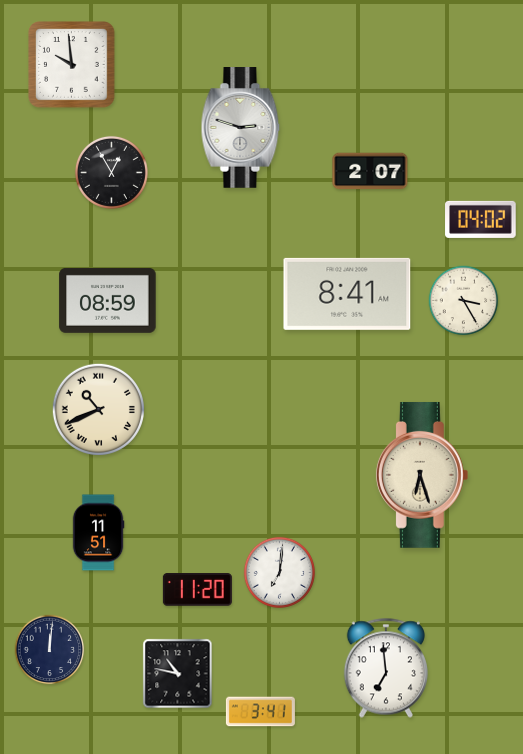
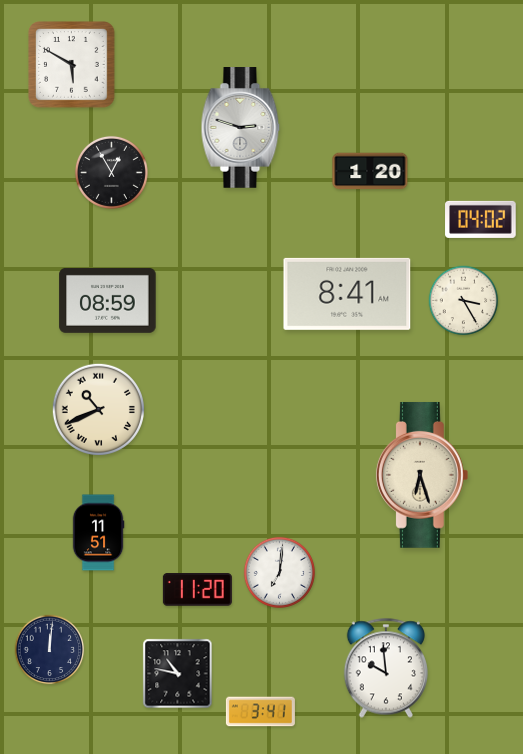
clock at (72, 65): 9:59 -> 5:50
clock at (370, 171): 2:07 -> 1:20
clock at (385, 668): 6:59 -> 9:59
